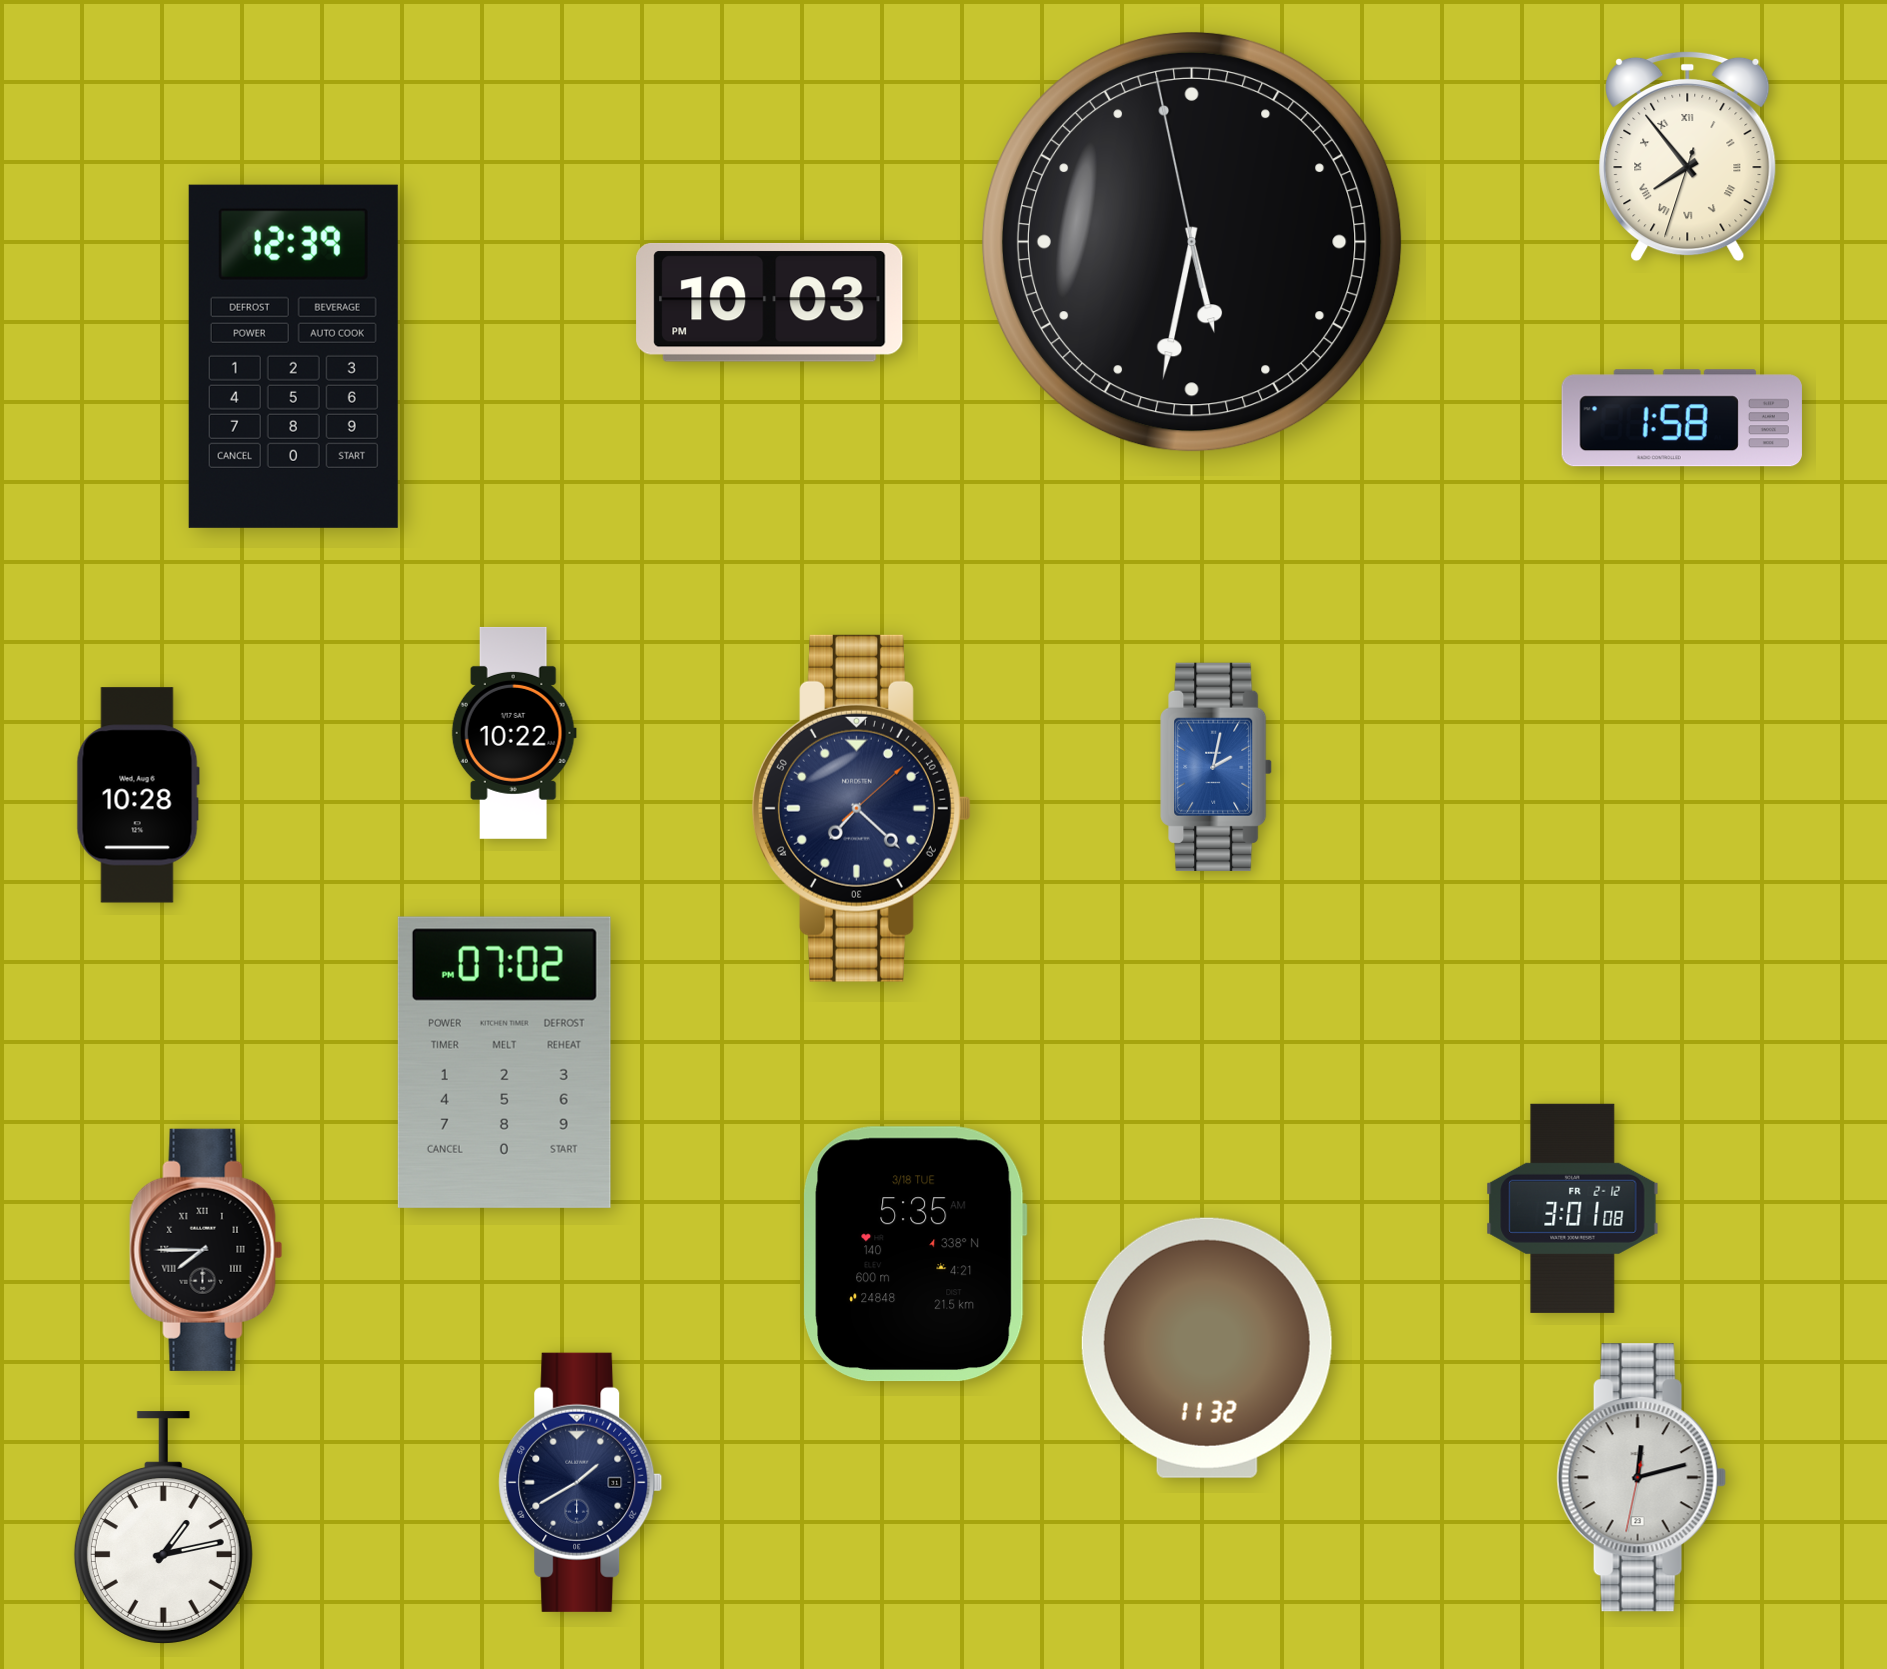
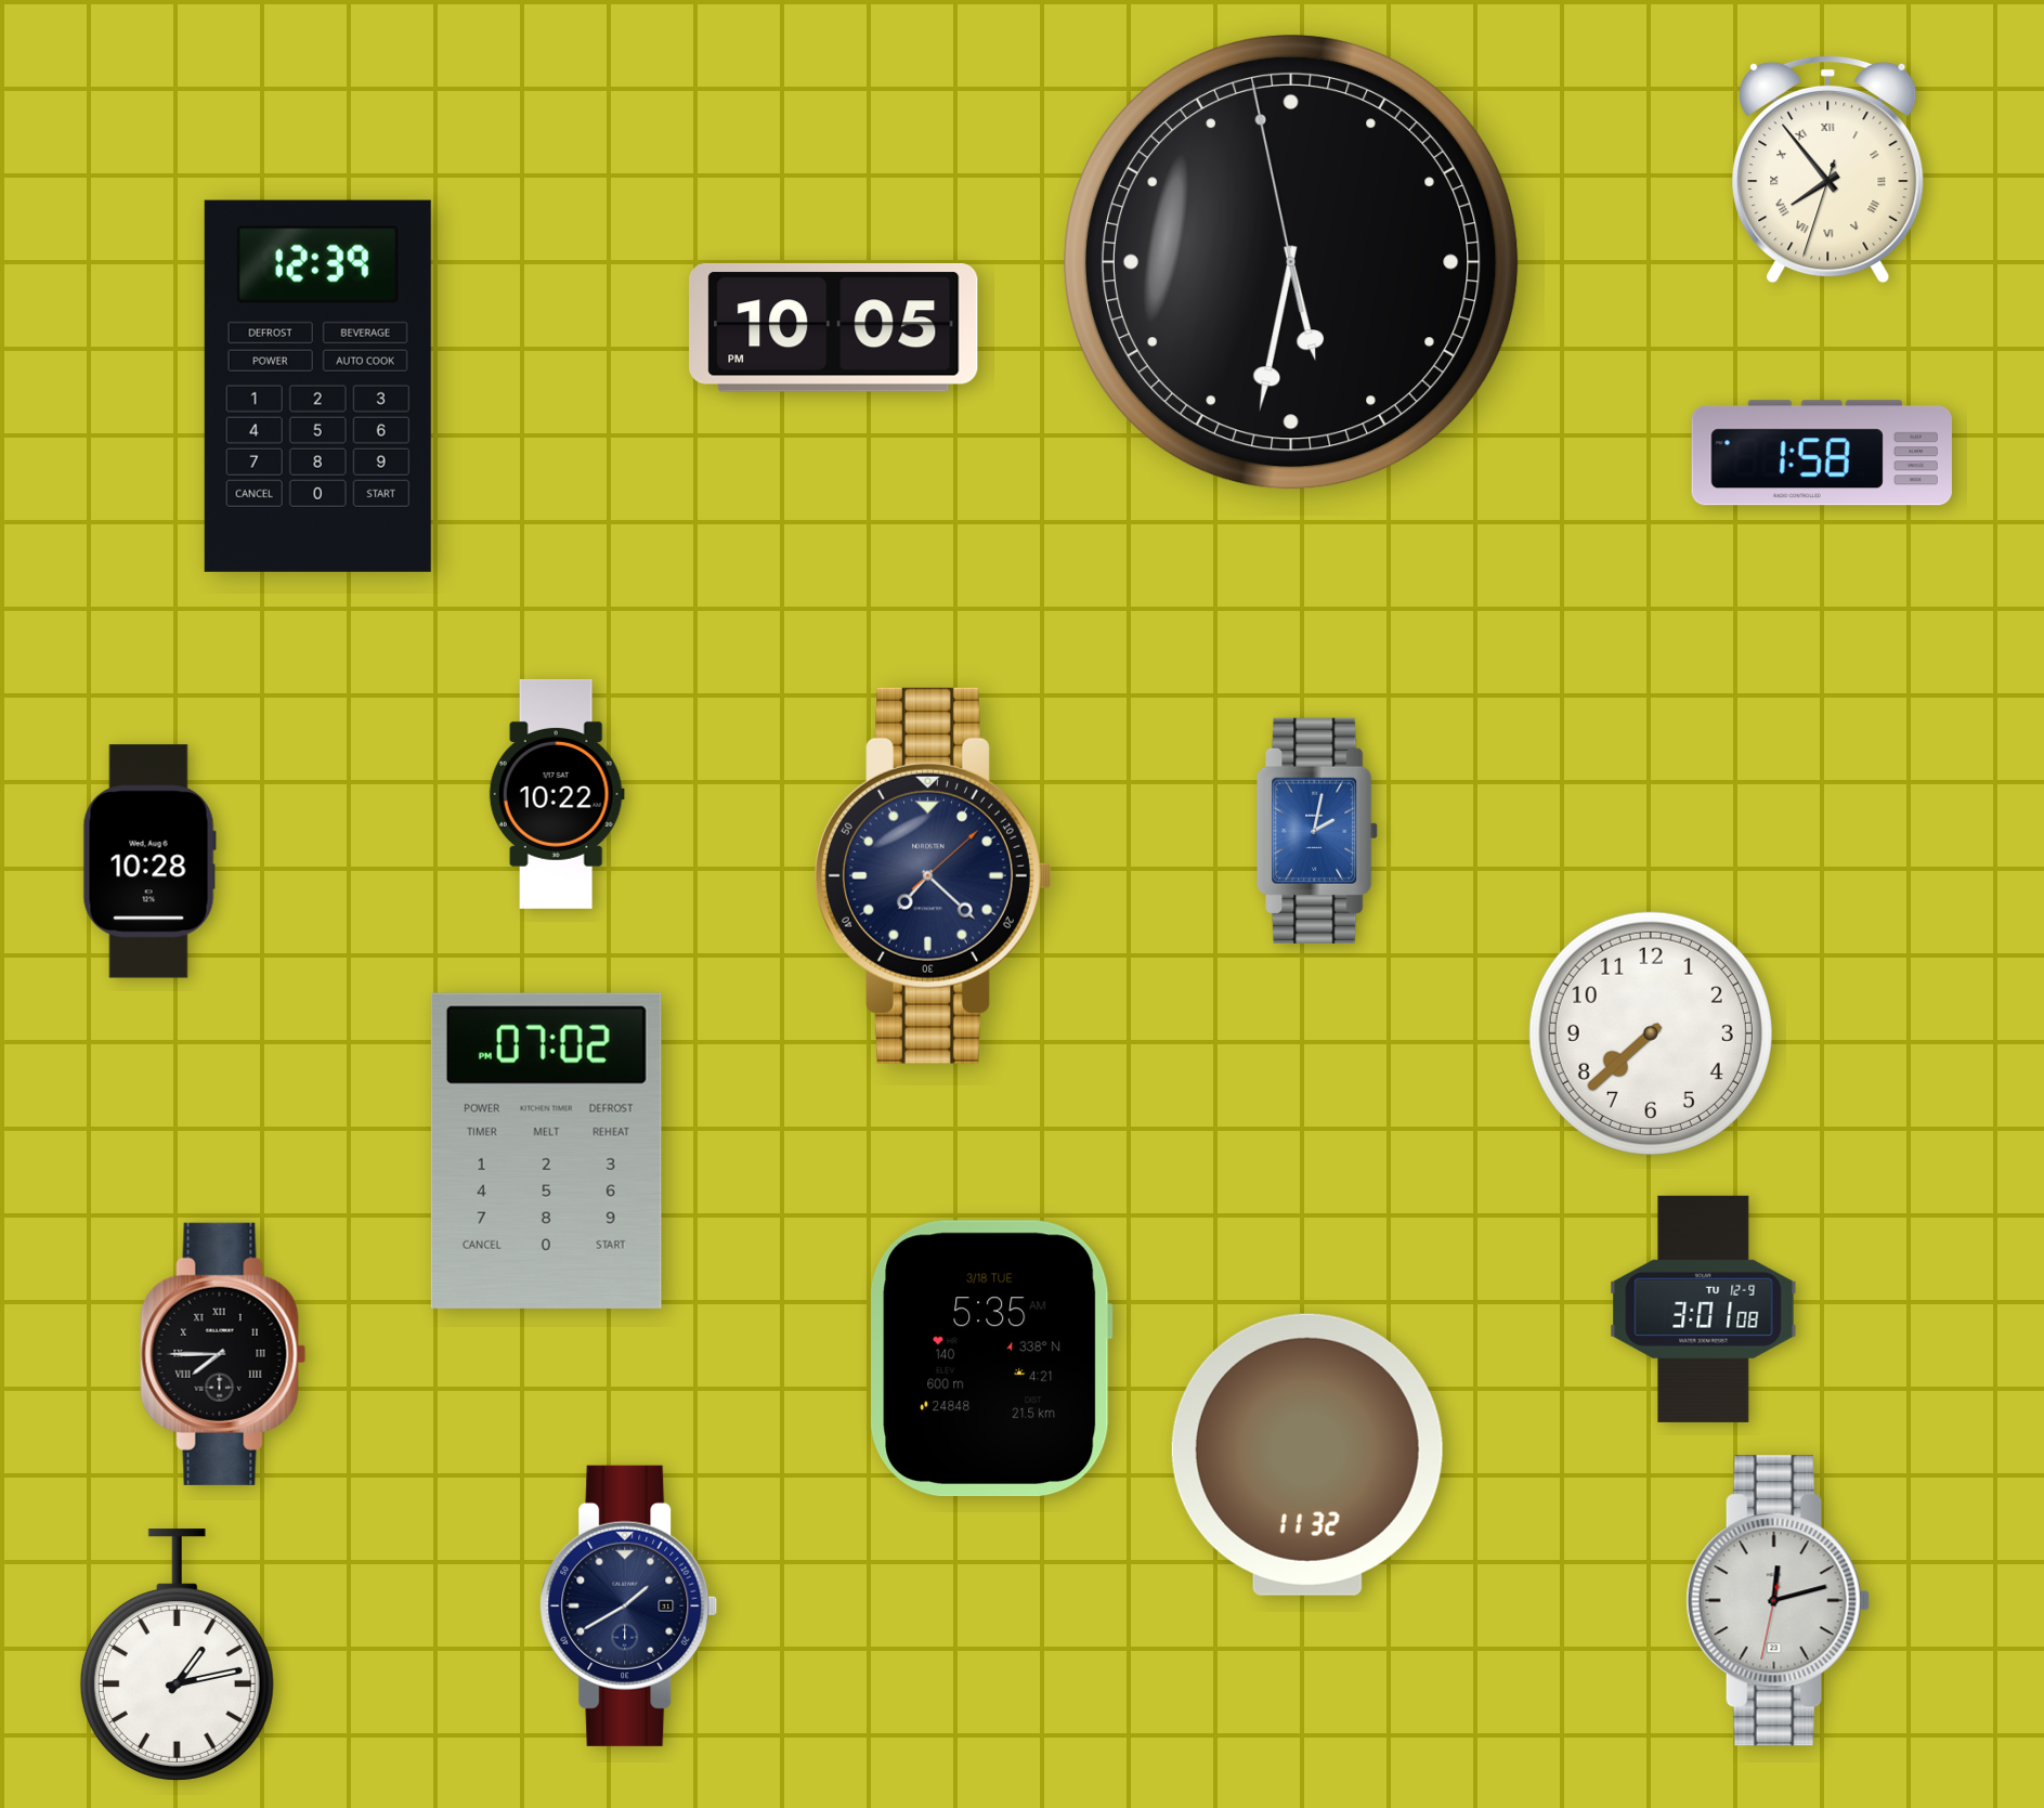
clock at (770, 302): 10:03 -> 10:05
clock at (1651, 1033): none -> 7:38
clock at (1573, 1208) date: FR 2-12 -> TU 12-9
clock at (1207, 1348) position: (1207, 1348) -> (1307, 1455)
